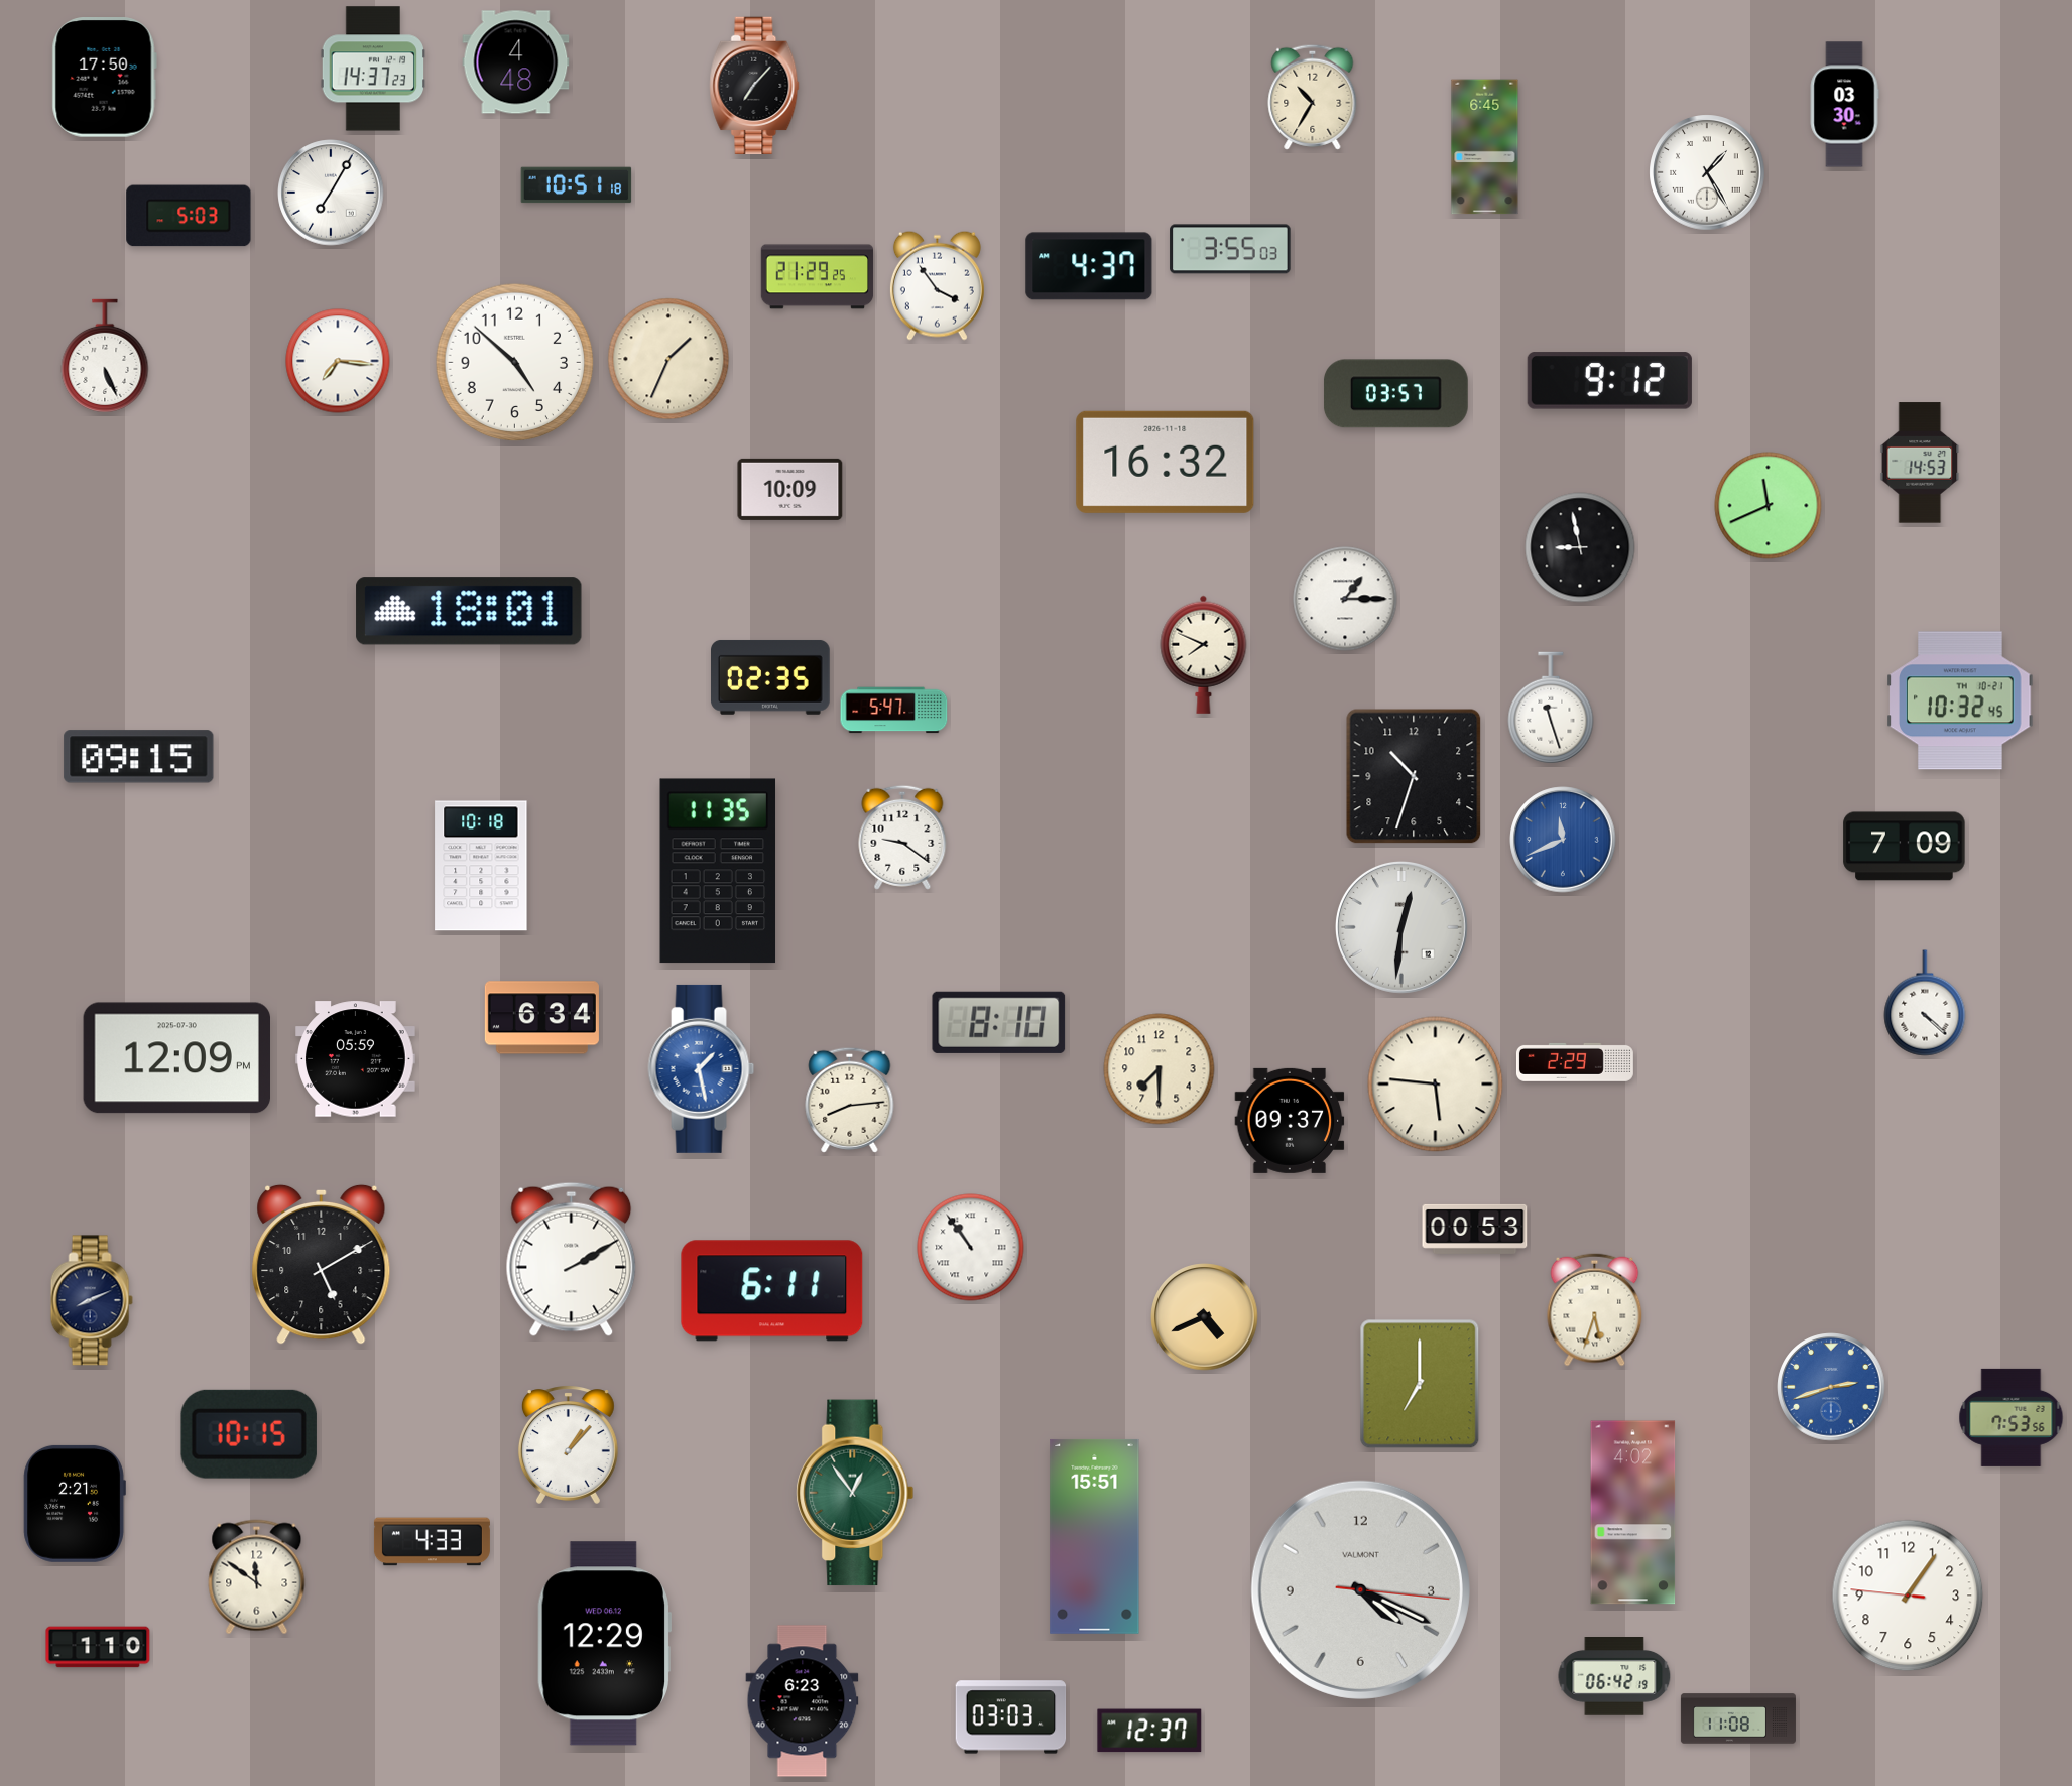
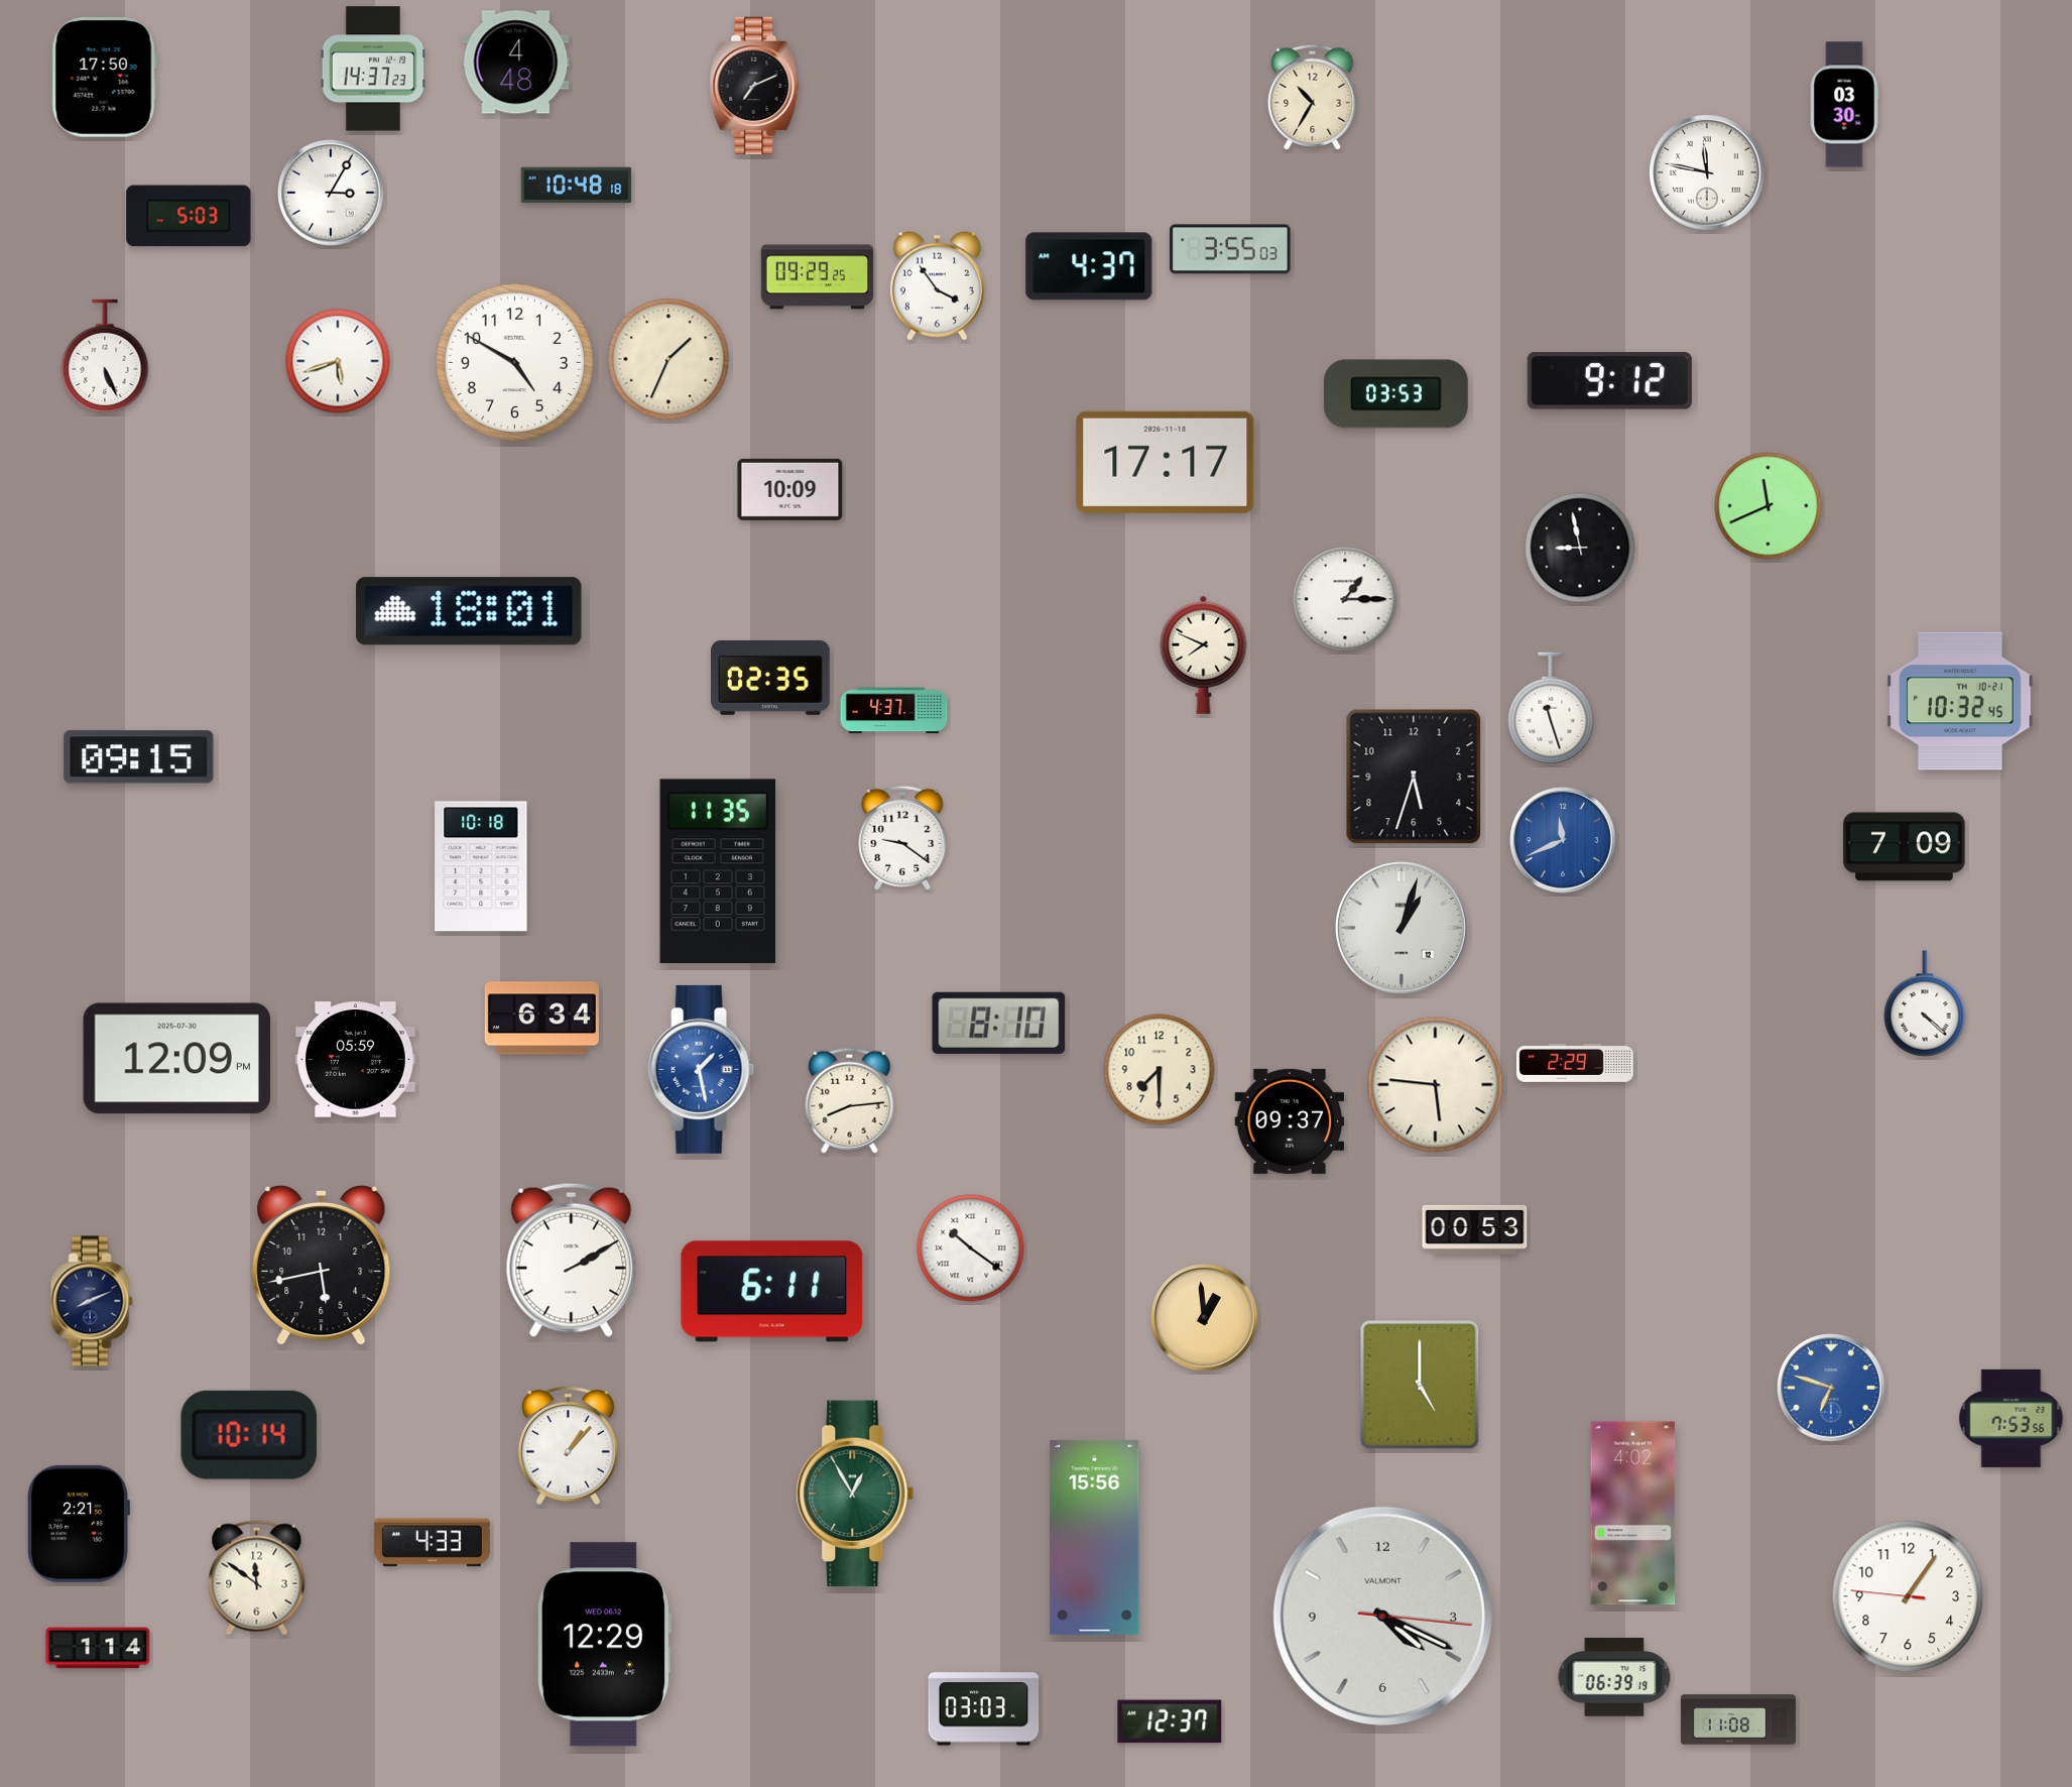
clock at (754, 85): 7:07 -> 7:11
clock at (1485, 147): 6:45 -> none
clock at (1707, 172): 1:25 -> 11:47
clock at (577, 185): 10:51 -> 10:48
clock at (331, 193): 7:05 -> 3:05
clock at (818, 277): 21:29 -> 09:29
clock at (338, 361): 7:16 -> 5:42
clock at (515, 363): 4:52 -> 4:50
clock at (1395, 394): 03:57 -> 03:53
clock at (1166, 462): 16:32 -> 17:17
clock at (1920, 463): 14:53 -> none
clock at (894, 711): 5:47 -> 4:37
clock at (1414, 776): 10:33 -> 5:33
clock at (1401, 927): 12:31 -> 1:03
clock at (971, 1248): 10:54 -> 10:21
clock at (322, 1264): 5:10 -> 5:43
clock at (1595, 1310): 5:33 -> none
clock at (1205, 1317): 4:41 -> 12:59
clock at (1420, 1384): 7:00 -> 5:00
clock at (1831, 1387): 2:42 -> 6:48
clock at (249, 1434): 10:15 -> 10:14
clock at (855, 1493): 12:54 -> 12:55
clock at (75, 1504) position: (75, 1504) -> (79, 1524)
clock at (1095, 1536): 15:51 -> 15:56
clock at (1360, 1589) position: (1360, 1589) -> (1382, 1616)
clock at (98, 1647): 1:10 -> 1:14
clock at (1614, 1676): 06:42 -> 06:39
clock at (803, 1701): 6:23 -> none
clock at (1011, 1717) position: (1011, 1717) -> (984, 1709)
clock at (1149, 1731) position: (1149, 1731) -> (1170, 1721)
